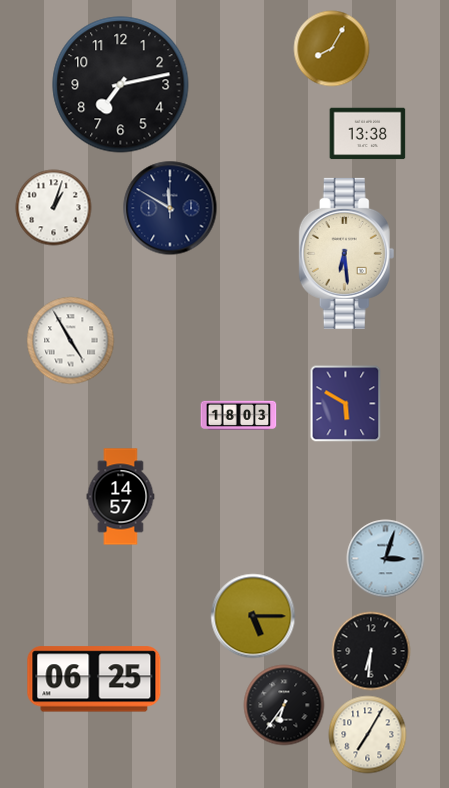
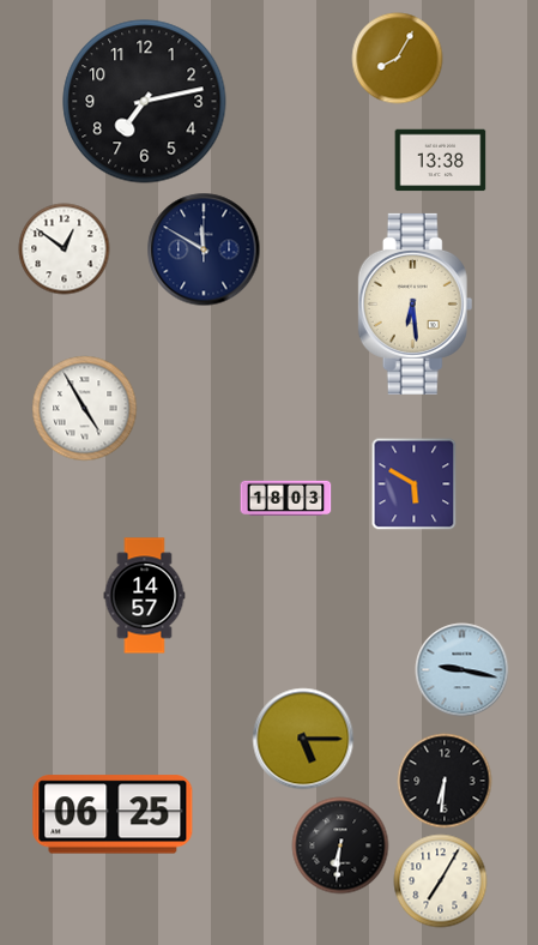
clock at (54, 208): 1:03 -> 12:51
clock at (386, 559): 3:03 -> 9:17
clock at (284, 705): 6:36 -> 6:31
